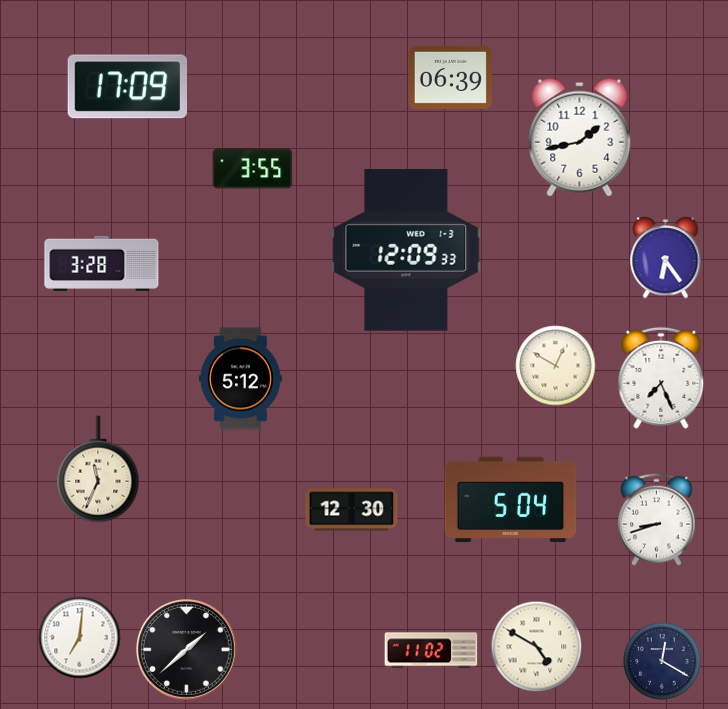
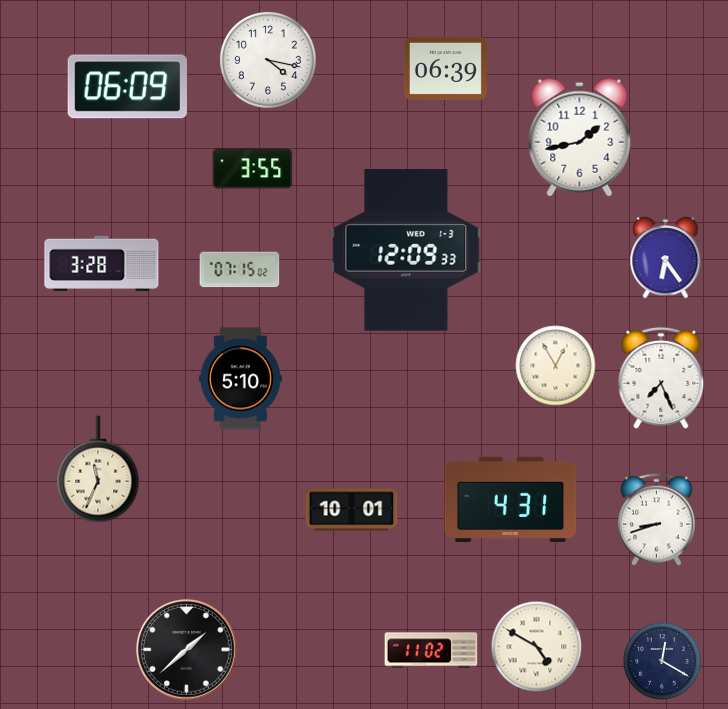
clock at (268, 60): none -> 4:17
clock at (450, 77) position: (450, 77) -> (445, 68)
clock at (127, 87): 17:09 -> 06:09
clock at (240, 270): none -> 07:15
clock at (556, 366): 12:50 -> 12:55
clock at (241, 379): 5:12 -> 5:10
clock at (511, 500): 5:04 -> 4:31
clock at (352, 510): 12:30 -> 10:01
clock at (80, 638): 7:01 -> none
